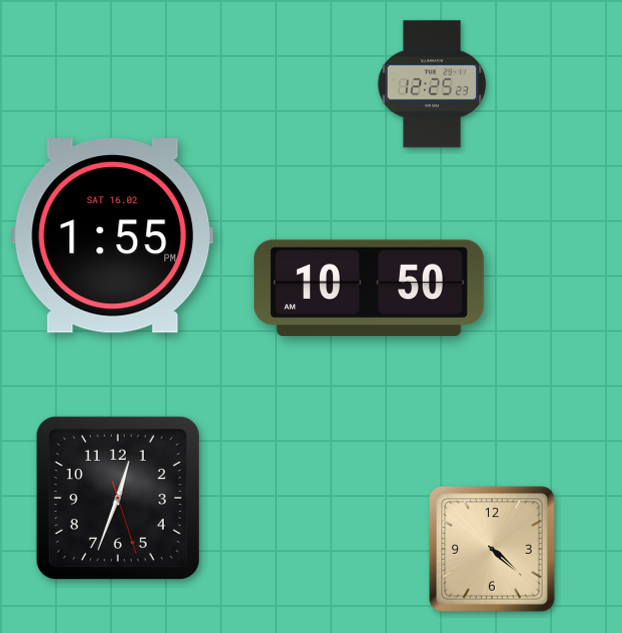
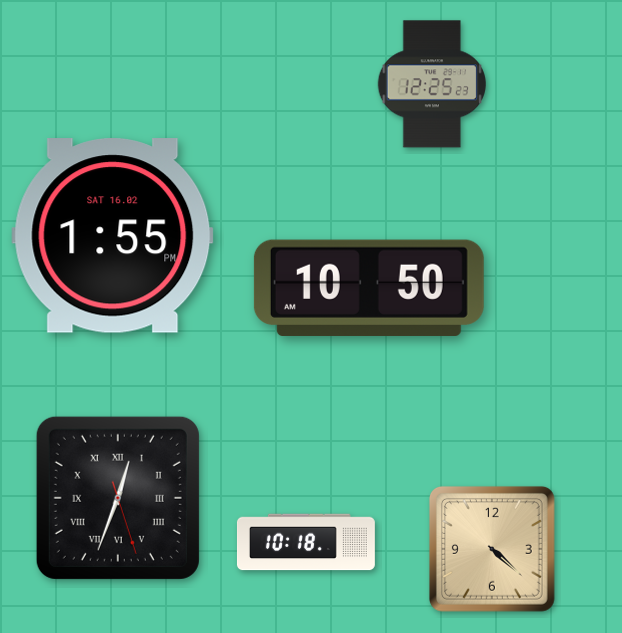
clock at (118, 498) numerals: Arabic -> Roman
clock at (306, 542): none -> 10:18
